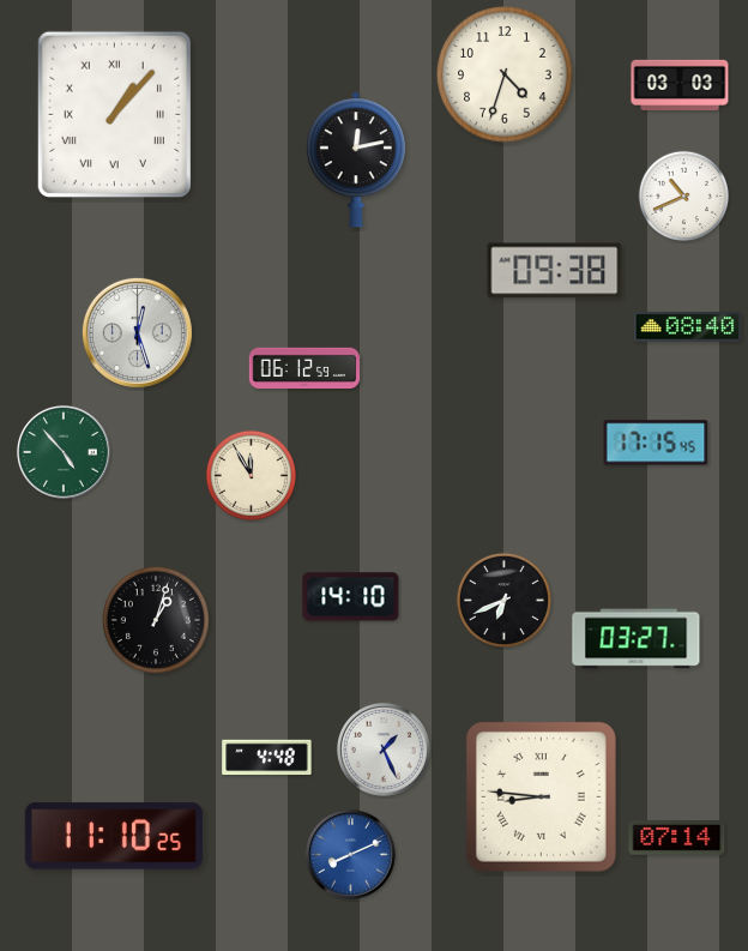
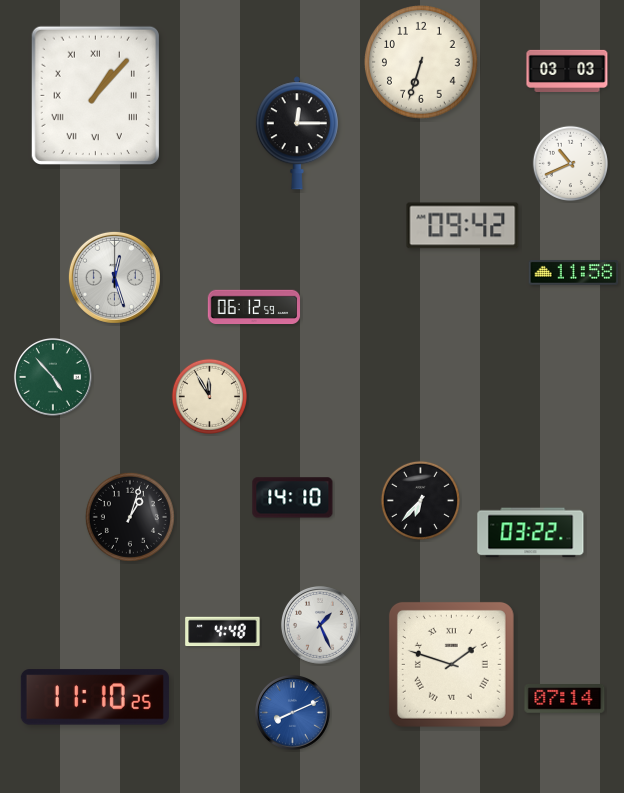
clock at (505, 74): 4:33 -> 6:33
clock at (356, 159): 12:13 -> 12:15
clock at (555, 271): 09:38 -> 09:42
clock at (688, 326): 08:40 -> 11:58
clock at (656, 443): 17:15 -> none
clock at (503, 600): 6:41 -> 6:37
clock at (637, 639): 03:27 -> 03:22
clock at (541, 796): 8:46 -> 1:48
